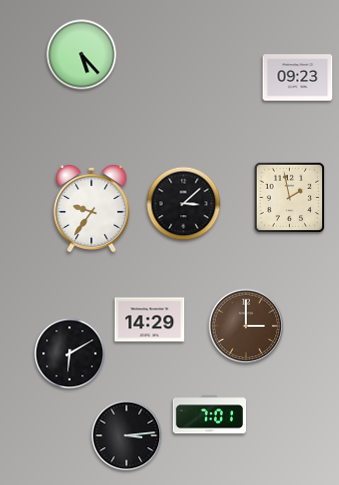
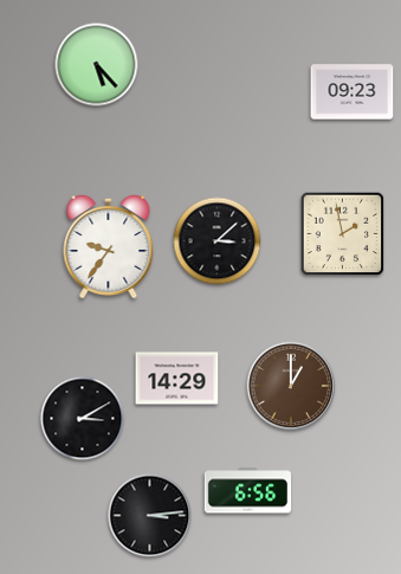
clock at (246, 326): 3:00 -> 1:00
clock at (70, 354): 6:10 -> 3:10
clock at (209, 415): 7:01 -> 6:56
